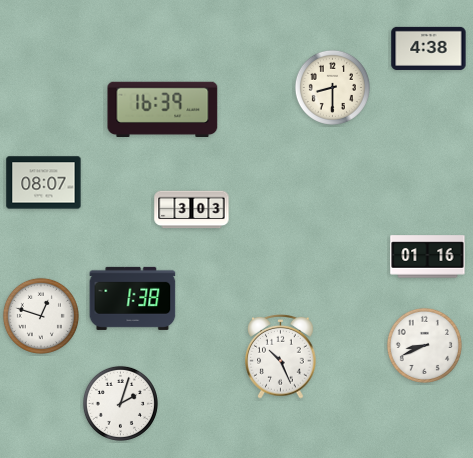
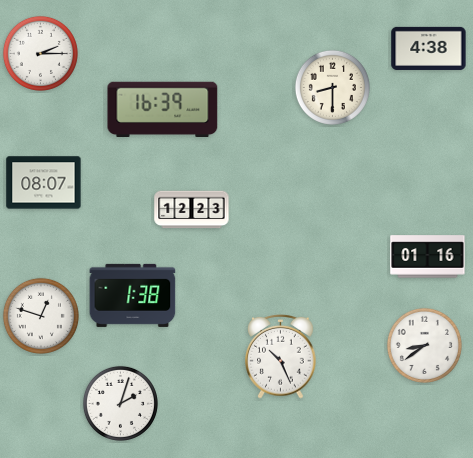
clock at (40, 53): none -> 2:15
clock at (192, 210): 3:03 -> 12:23
clock at (133, 298) position: (133, 298) -> (133, 295)
clock at (424, 345): 8:41 -> 8:39
